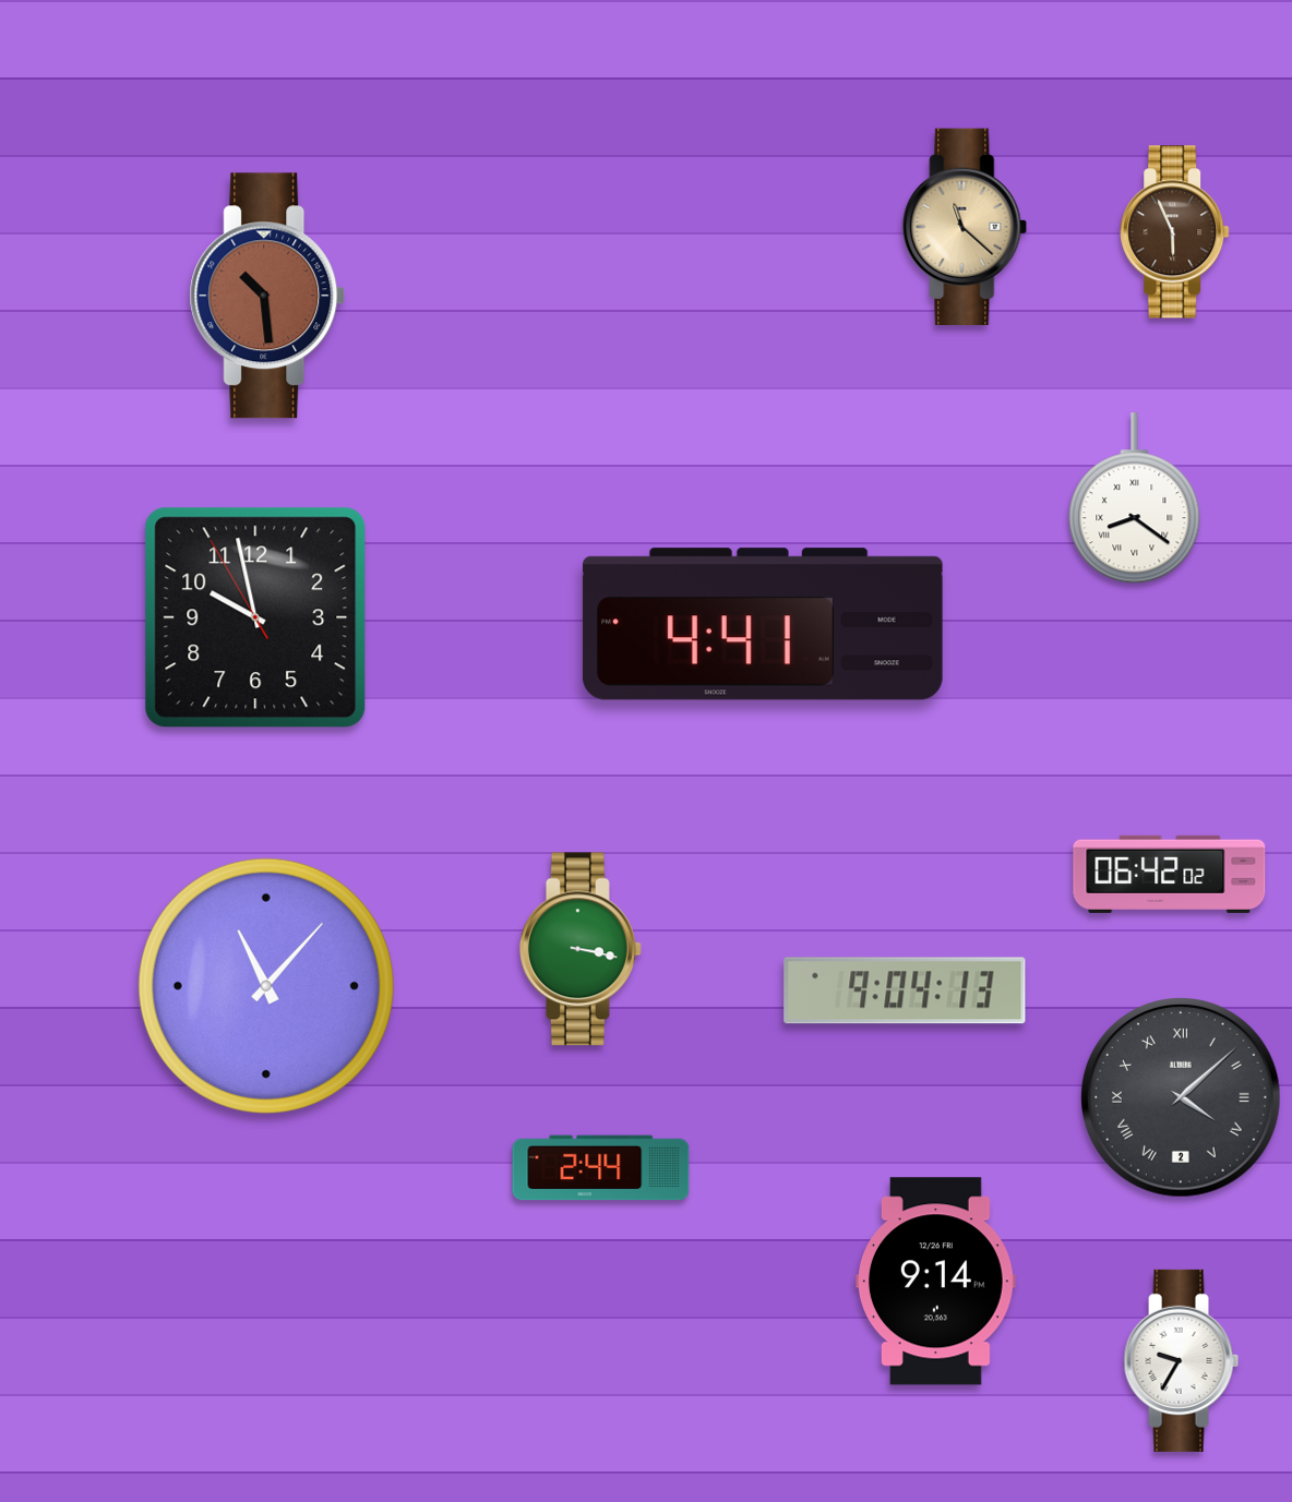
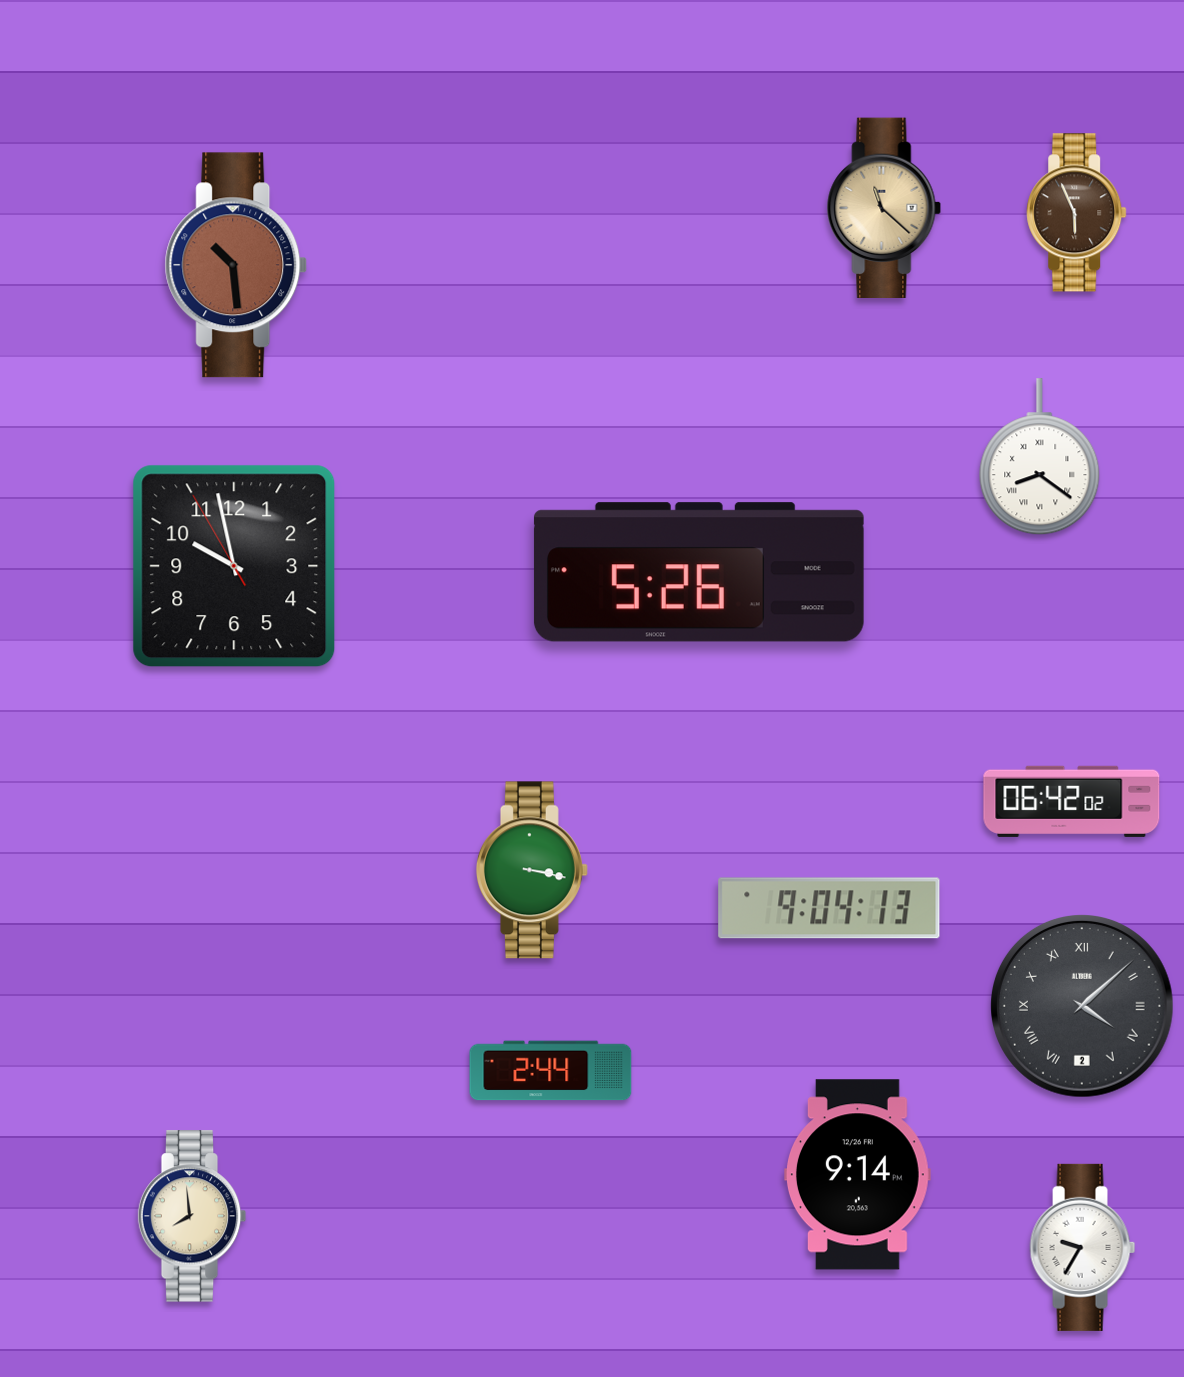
clock at (267, 296) position: (267, 296) -> (236, 265)
clock at (763, 624): 4:41 -> 5:26
clock at (266, 986): 11:07 -> none
clock at (192, 1216): none -> 7:59
